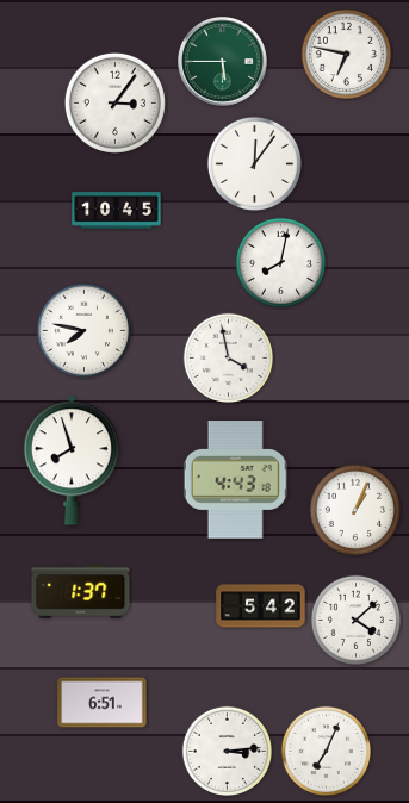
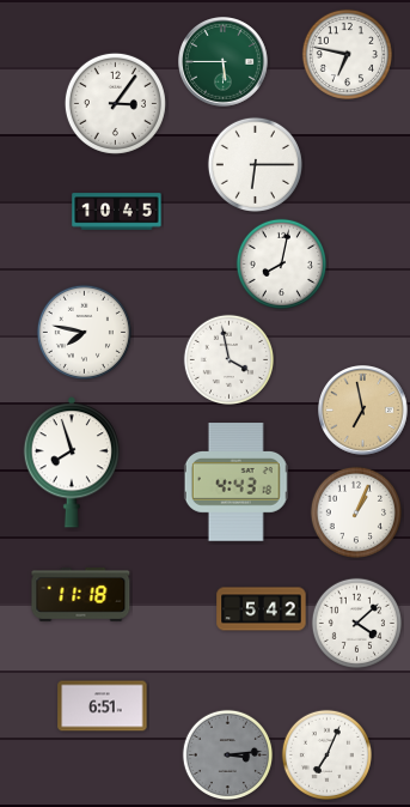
clock at (254, 163): 12:06 -> 6:15
clock at (363, 411): none -> 6:58
clock at (81, 591): 1:37 -> 11:18
clock at (227, 751) dial: white -> grey
